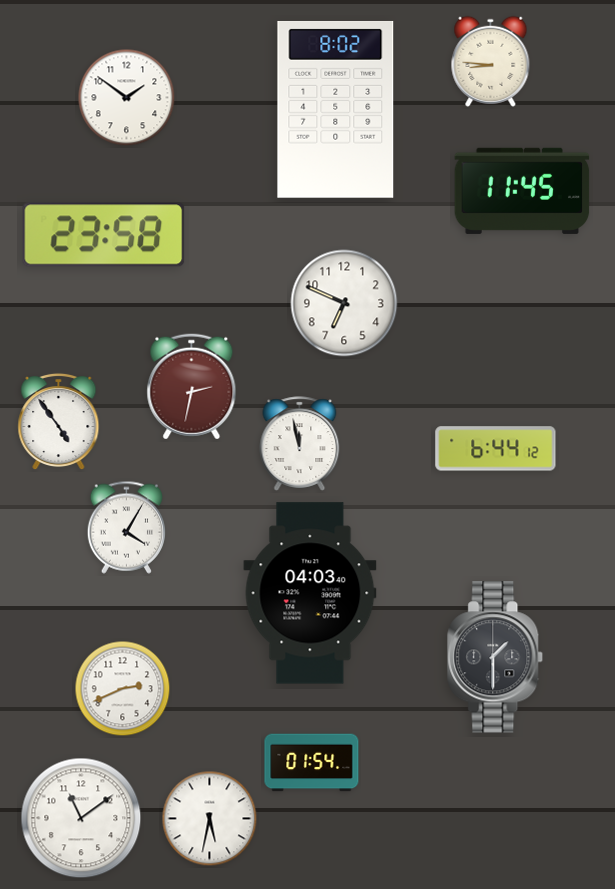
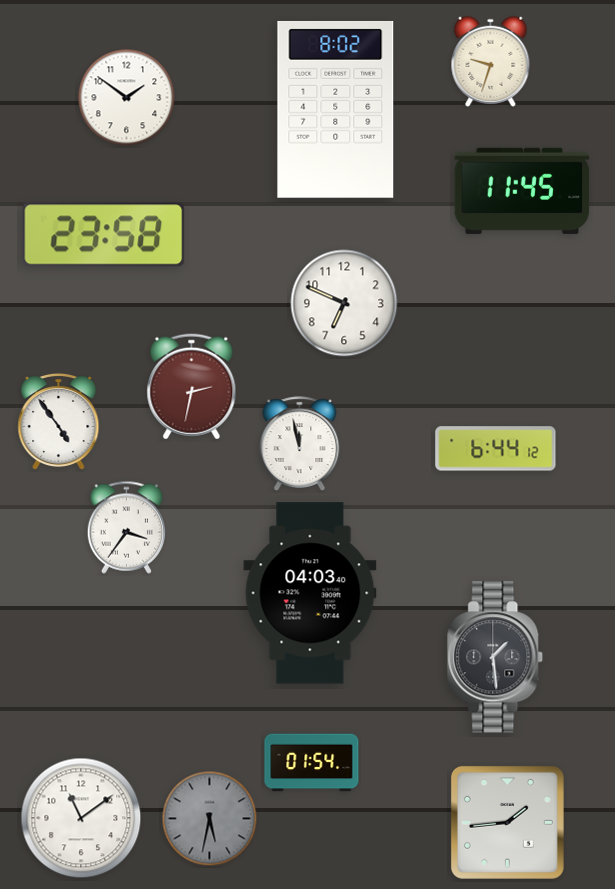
clock at (491, 61): 8:46 -> 9:33
clock at (126, 527): 4:05 -> 3:36
clock at (496, 657): 1:30 -> 1:29
clock at (123, 689): 2:41 -> none
clock at (210, 819) dial: white -> grey
clock at (507, 822): none -> 1:44
